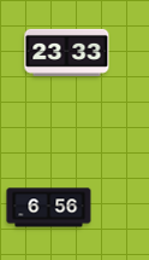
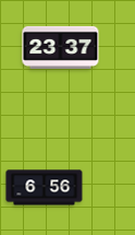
clock at (67, 52): 23:33 -> 23:37
